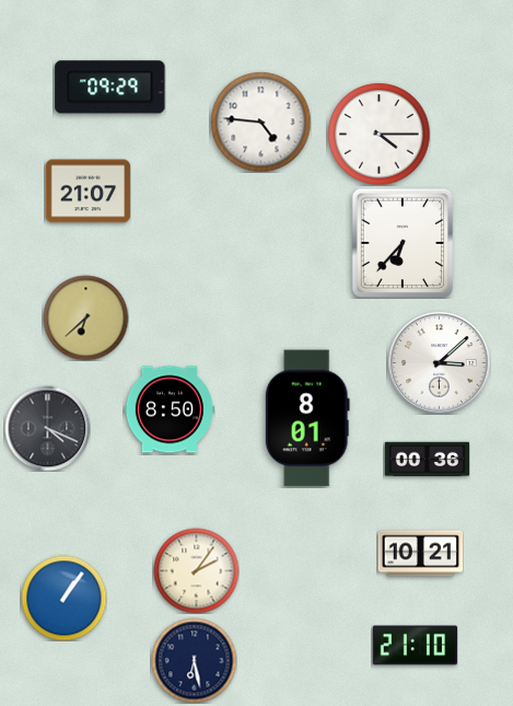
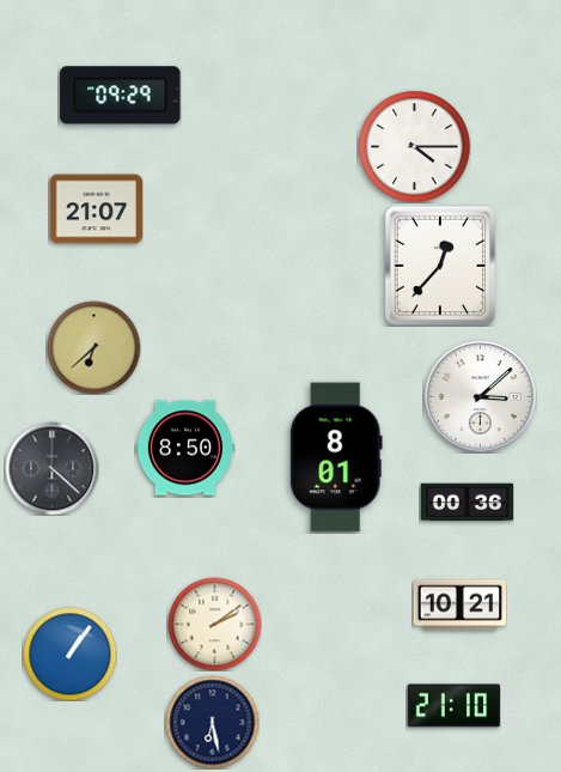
clock at (260, 121): 4:46 -> none
clock at (403, 243): 6:37 -> 12:37
clock at (47, 428): 4:19 -> 4:22
clock at (196, 570): 2:06 -> 2:09
